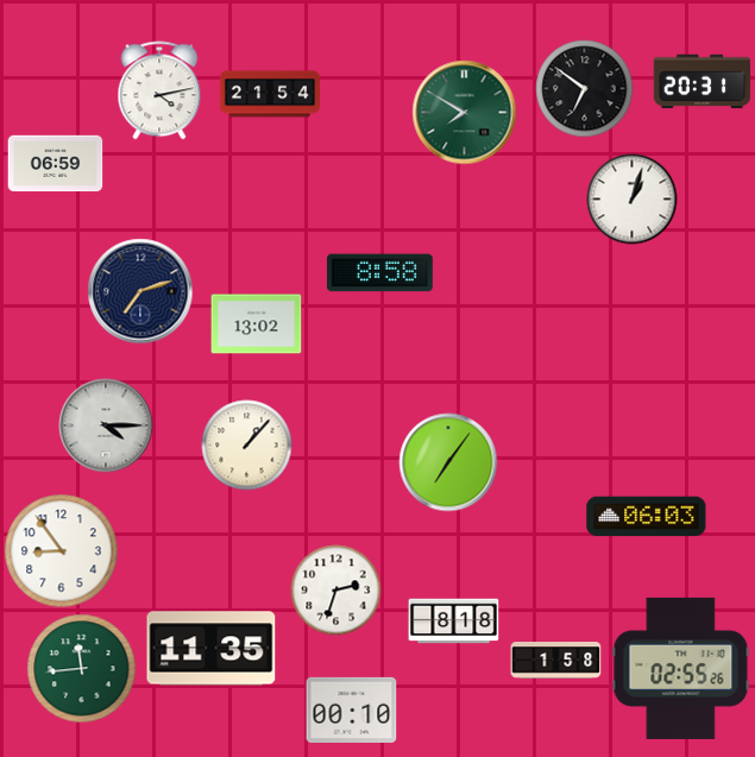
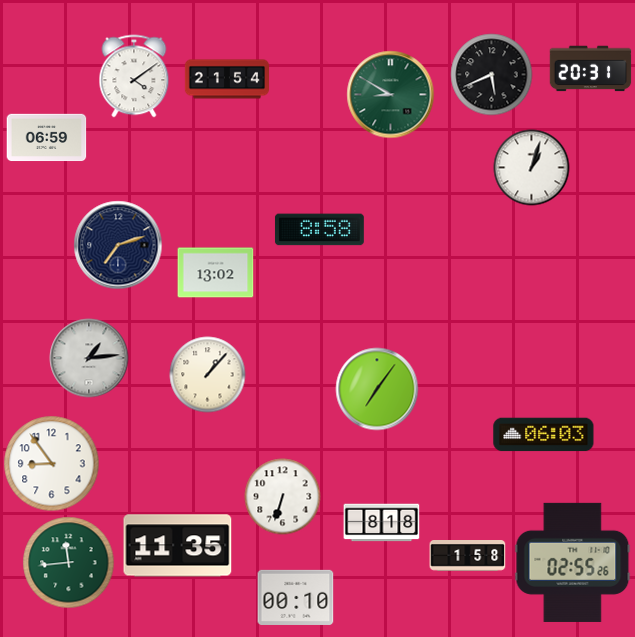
clock at (585, 89): 6:51 -> 5:41
clock at (159, 90): 4:13 -> 4:09
clock at (465, 113): 7:50 -> 8:50
clock at (106, 425): 4:15 -> 1:14
clock at (336, 591): 2:33 -> 6:33
